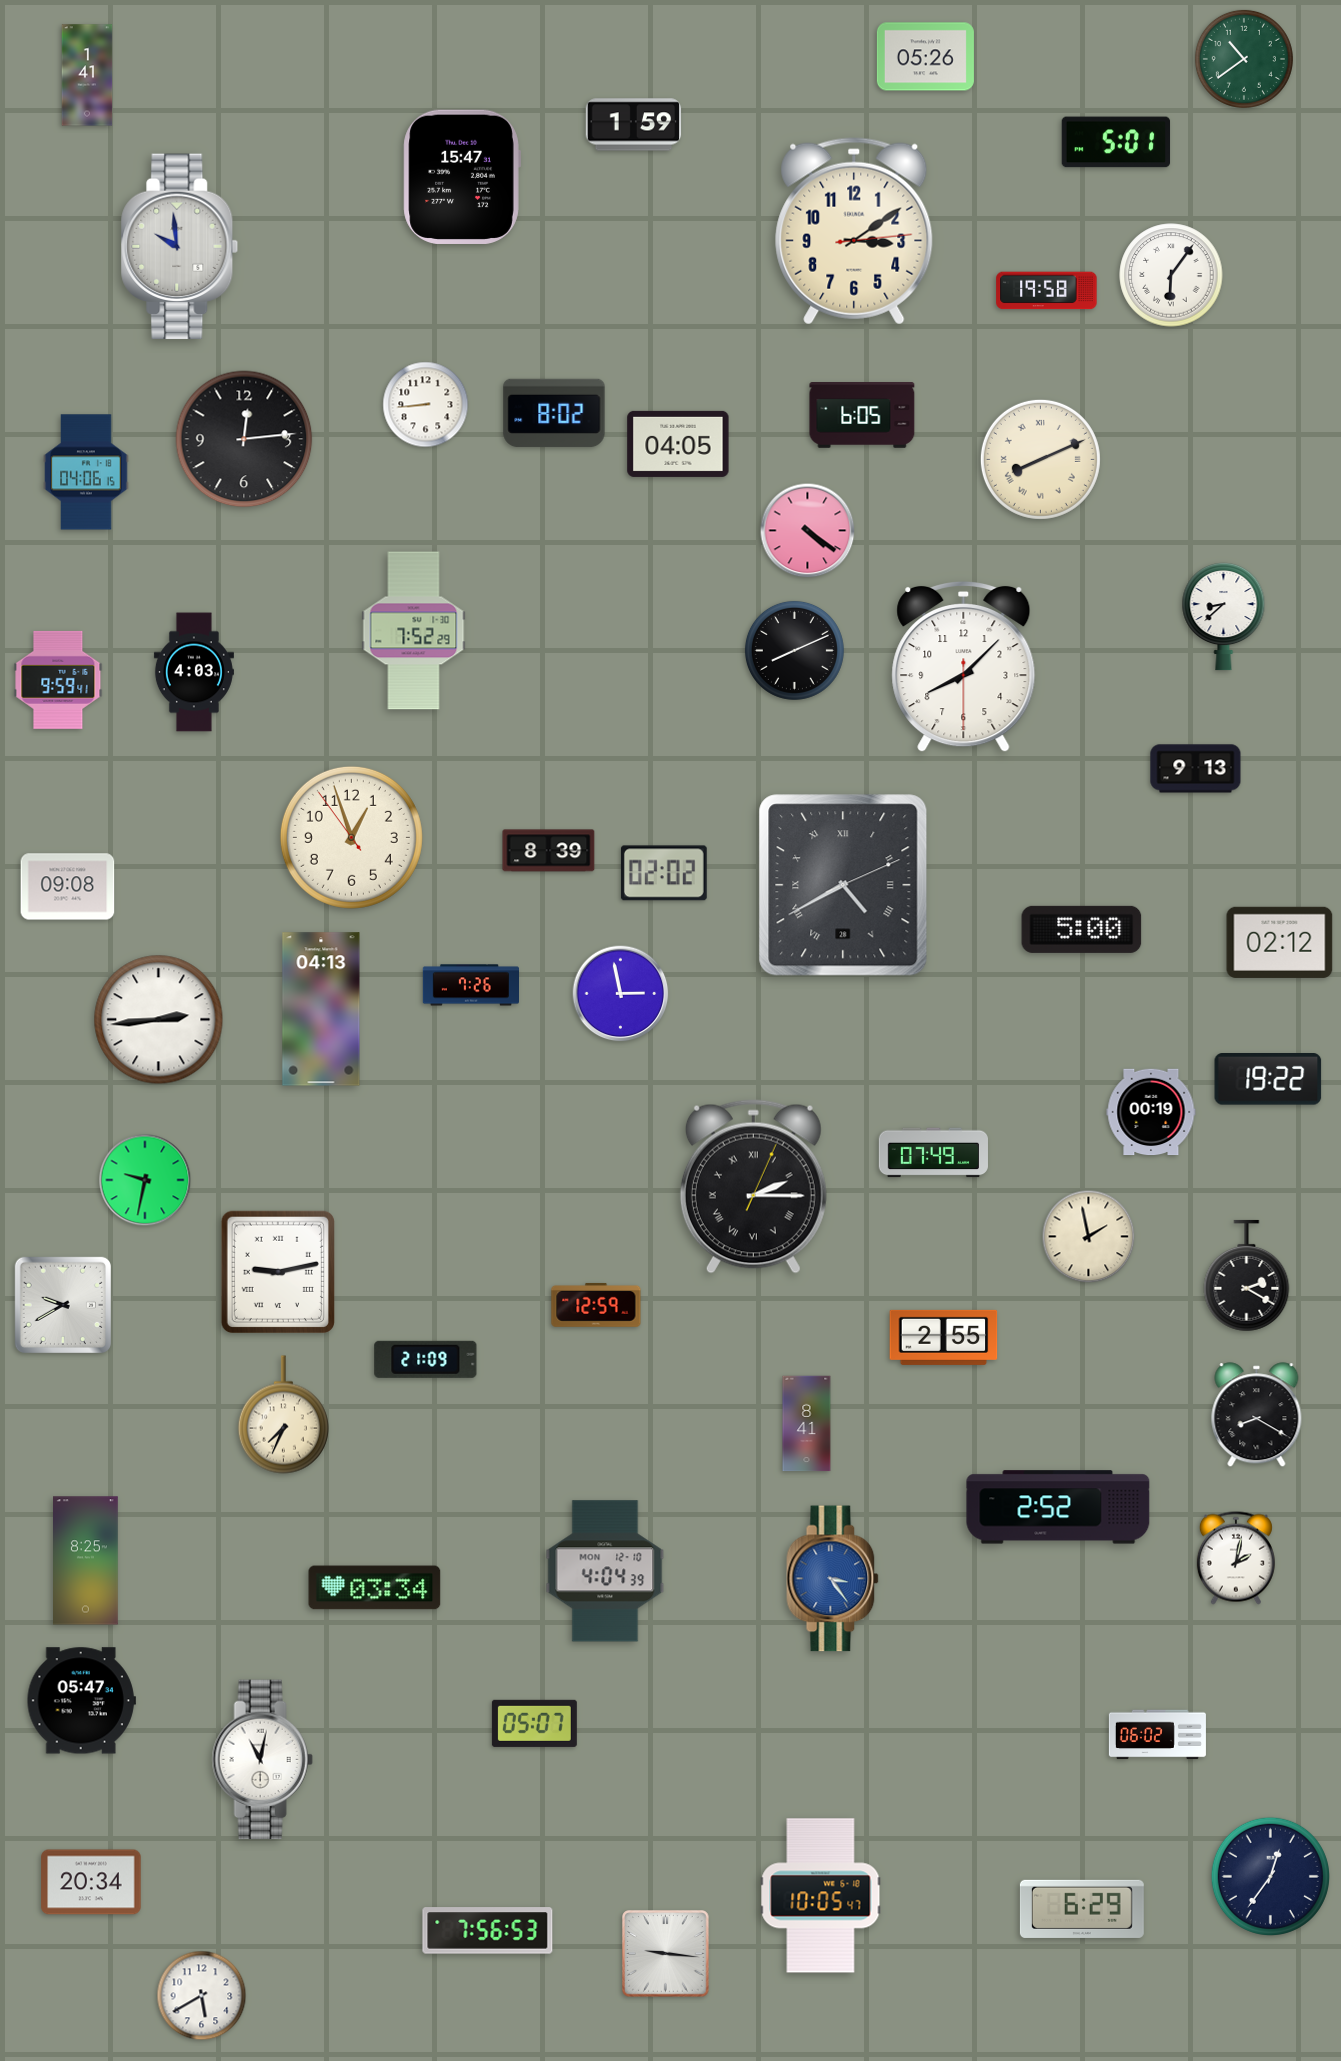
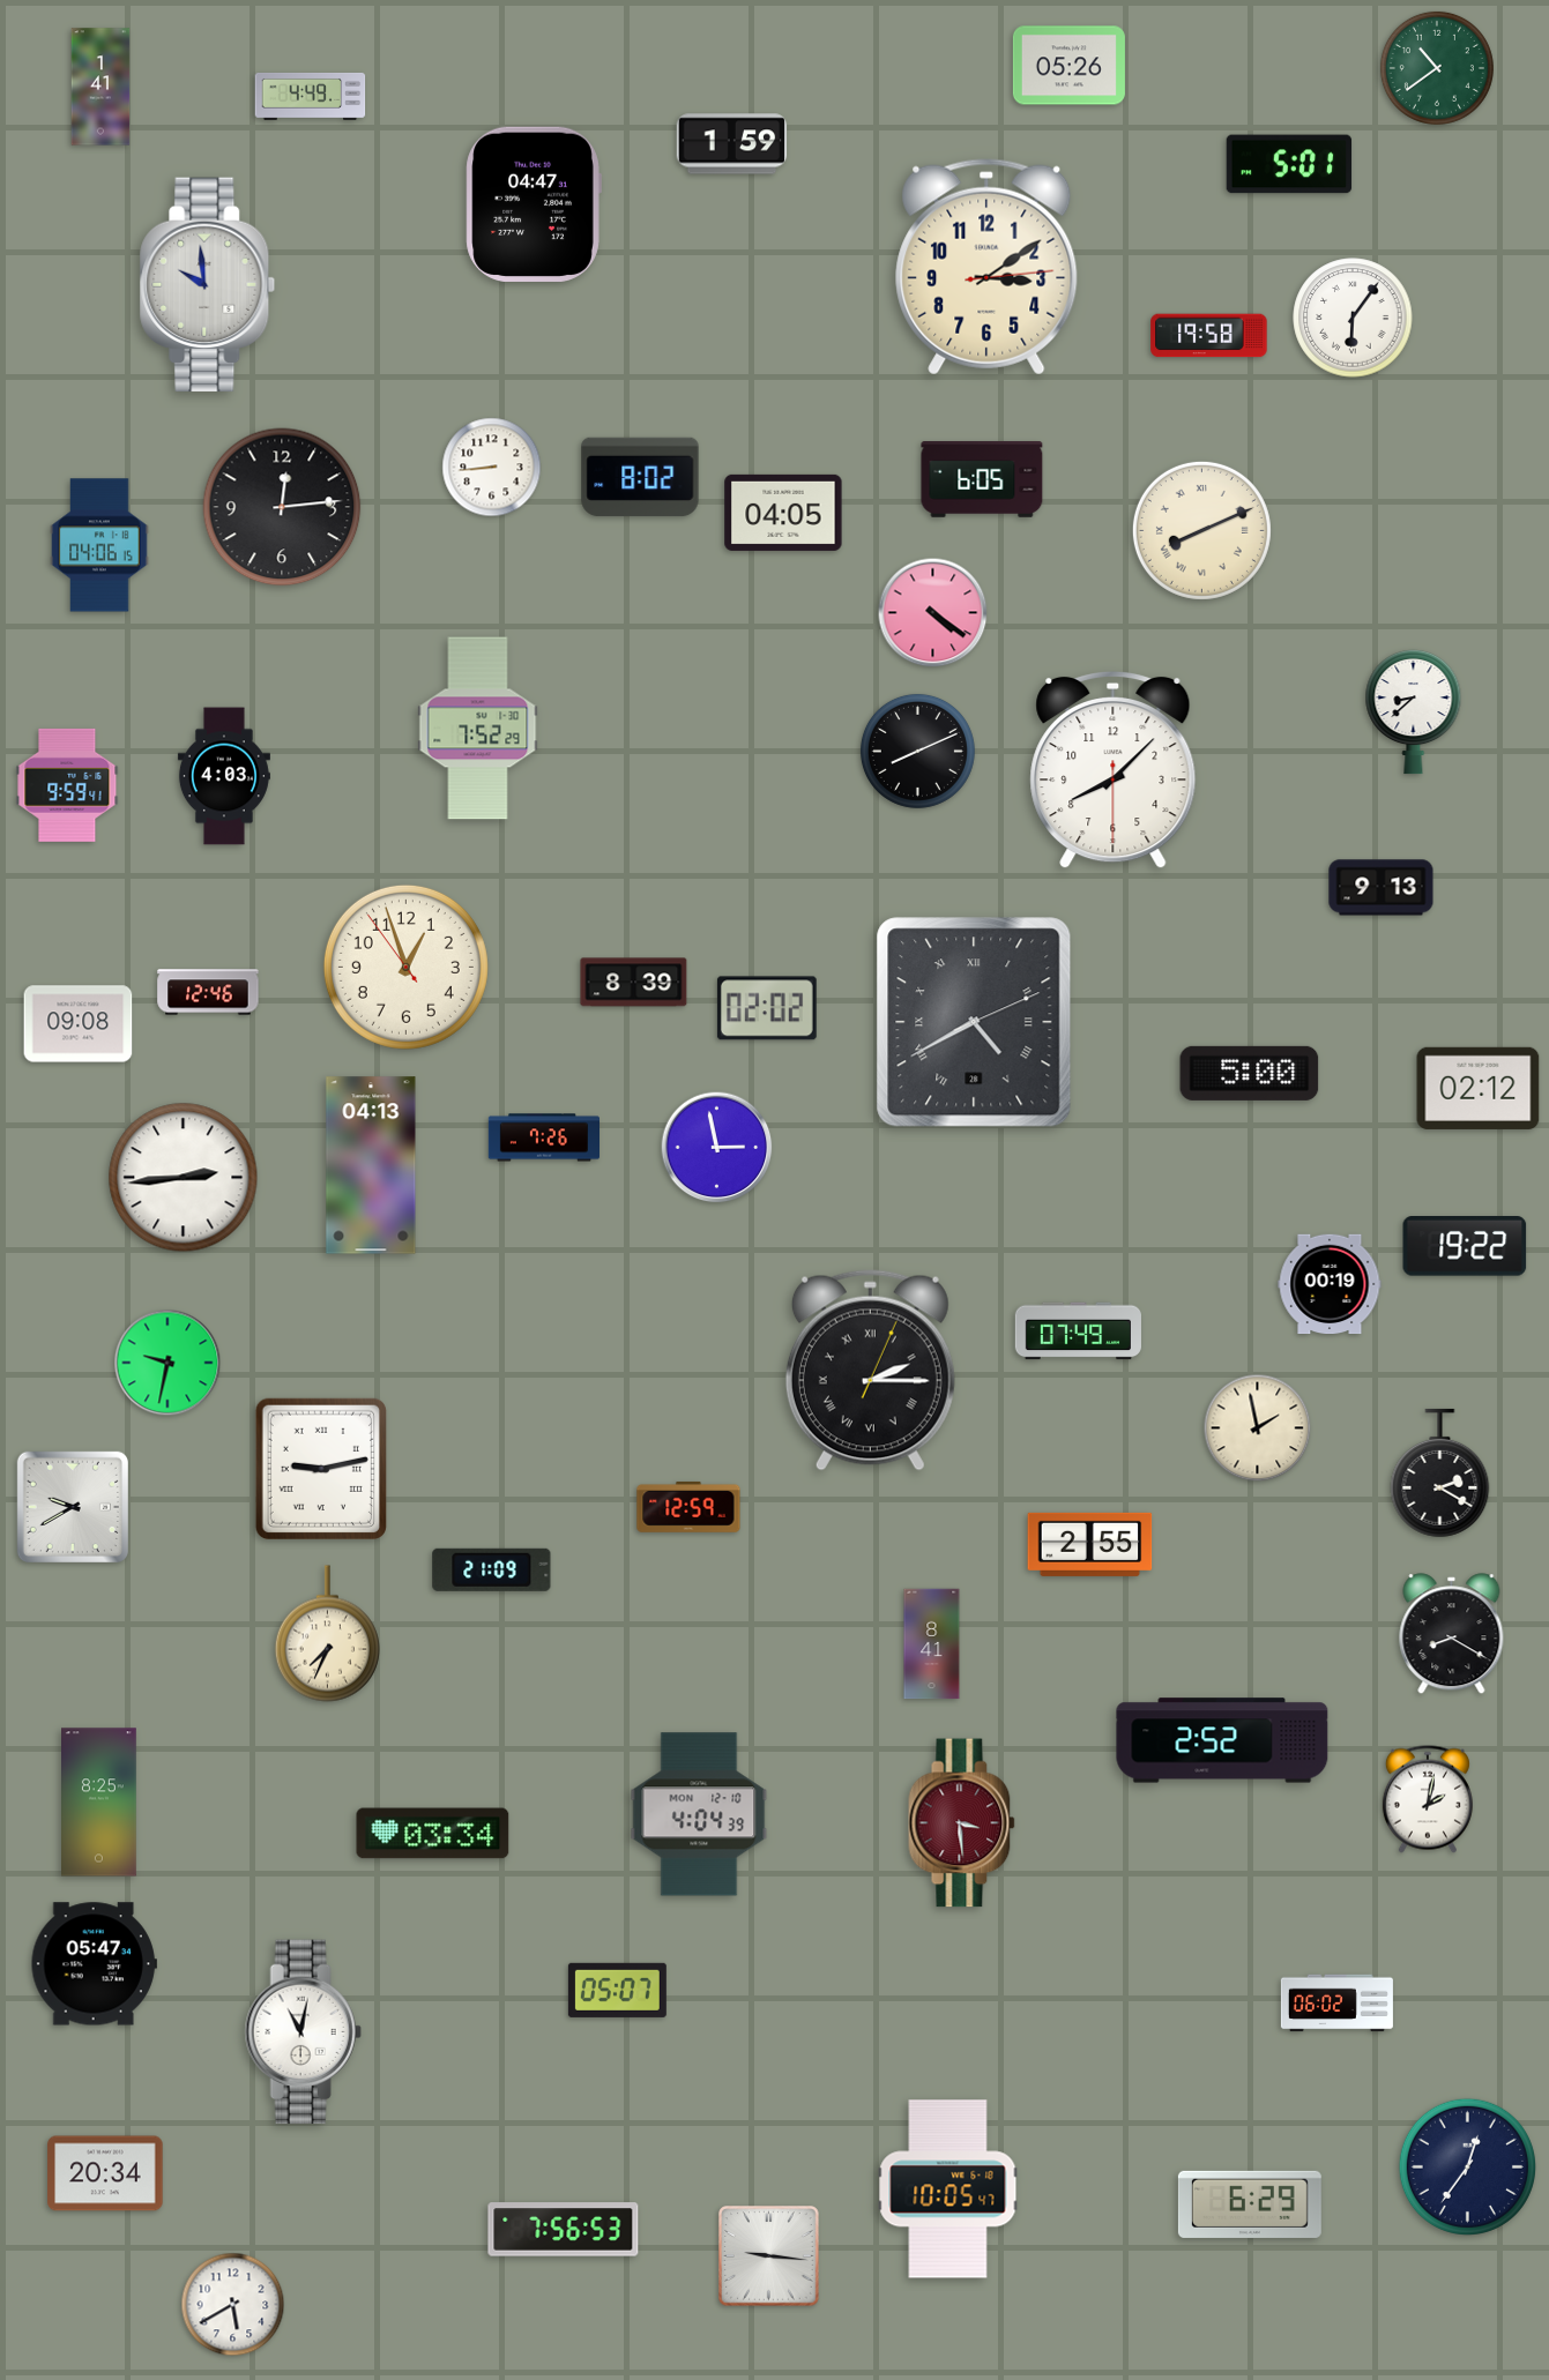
clock at (311, 96): none -> 4:49
clock at (462, 176): 15:47 -> 04:47
clock at (862, 416) position: (862, 416) -> (982, 480)
clock at (208, 992): none -> 12:46
clock at (833, 1579): 3:24 -> 3:29
clock at (833, 1579) dial: blue -> burgundy
